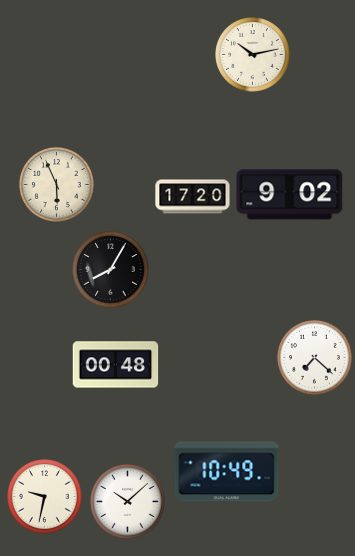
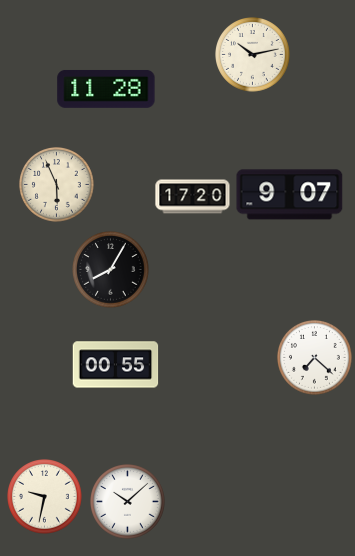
clock at (106, 89): none -> 11:28
clock at (290, 195): 9:02 -> 9:07
clock at (116, 365): 00:48 -> 00:55
clock at (227, 472): 10:49 -> none
